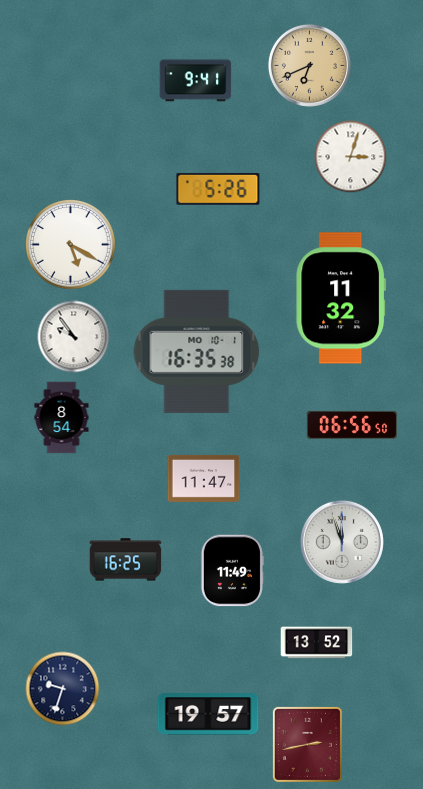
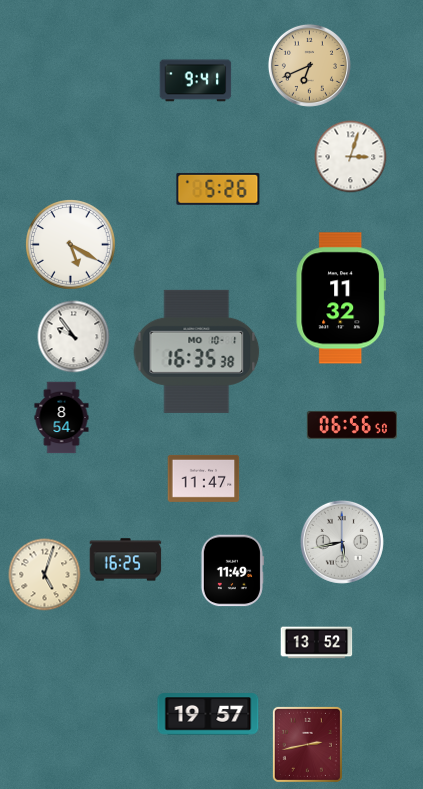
clock at (342, 542): 11:57 -> 5:43
clock at (45, 575): none -> 5:03
clock at (63, 689): 9:33 -> none
